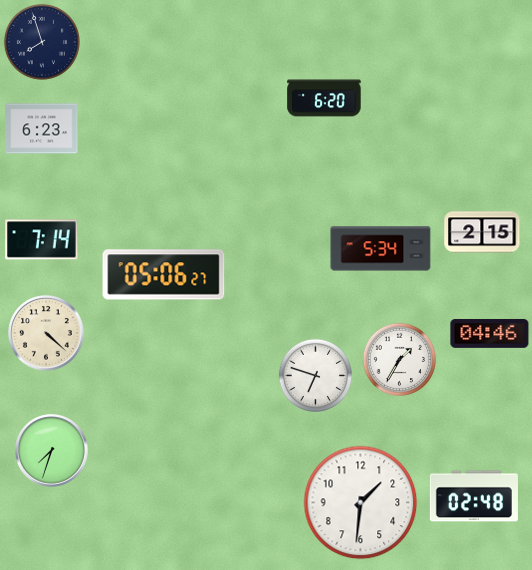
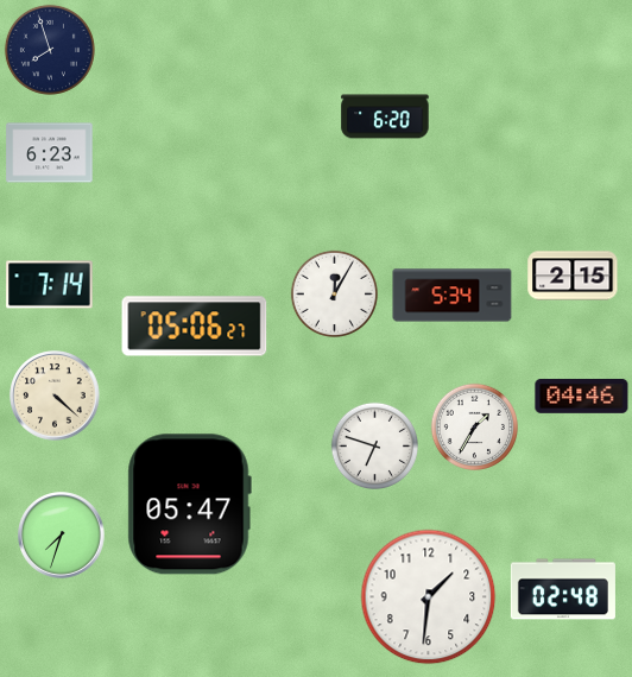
clock at (334, 293): none -> 12:05
clock at (189, 505): none -> 05:47
